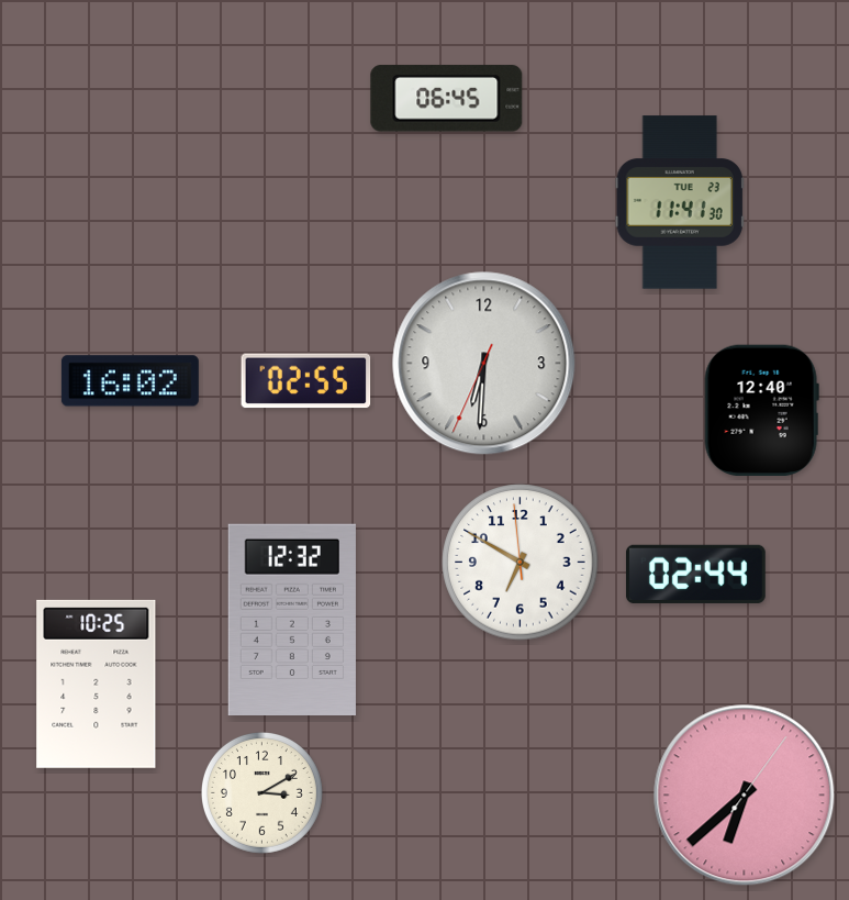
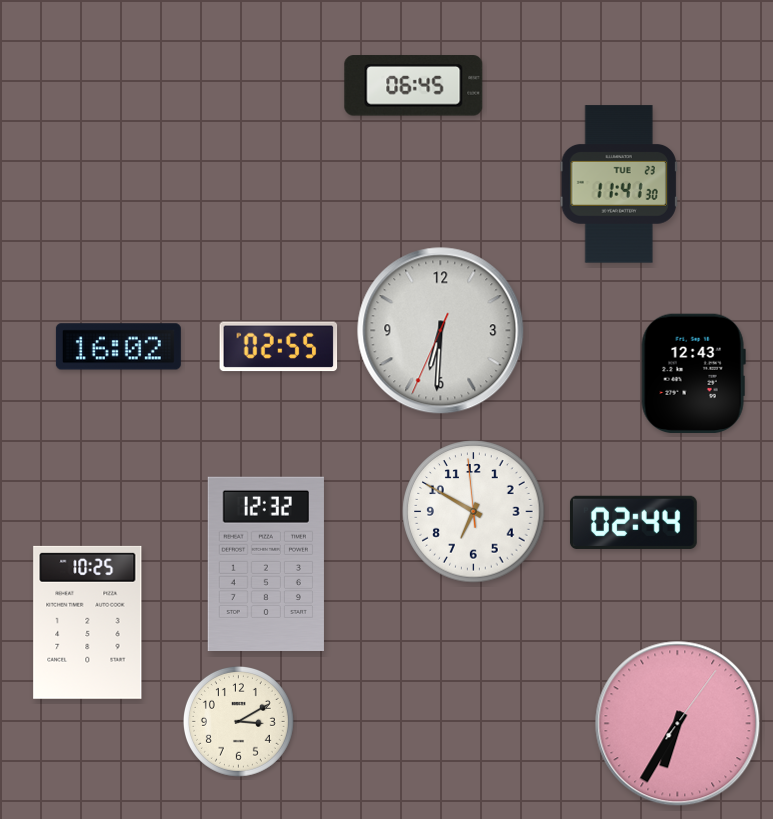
clock at (447, 99) position: (447, 99) -> (414, 86)
clock at (761, 410): 12:40 -> 12:43
clock at (745, 796): 6:38 -> 6:35
